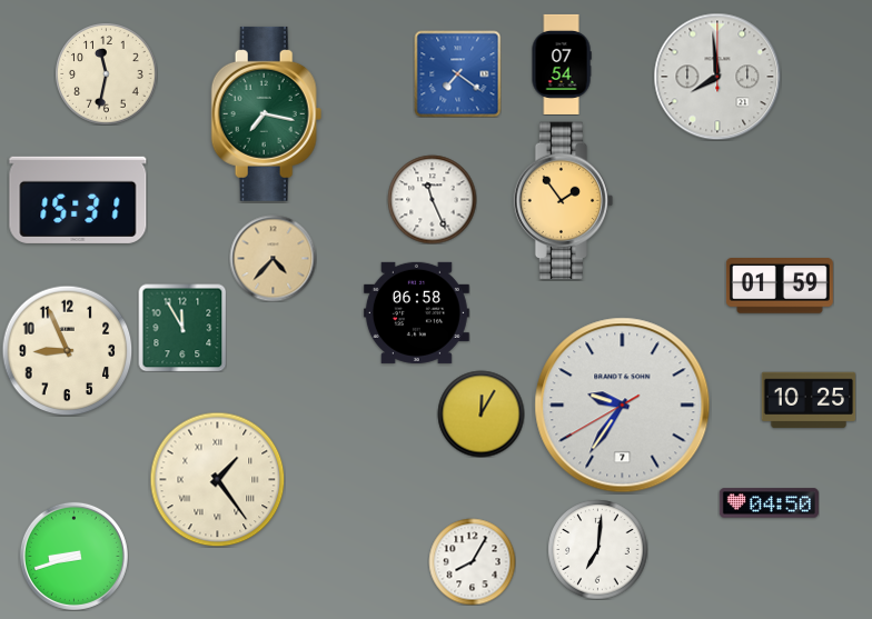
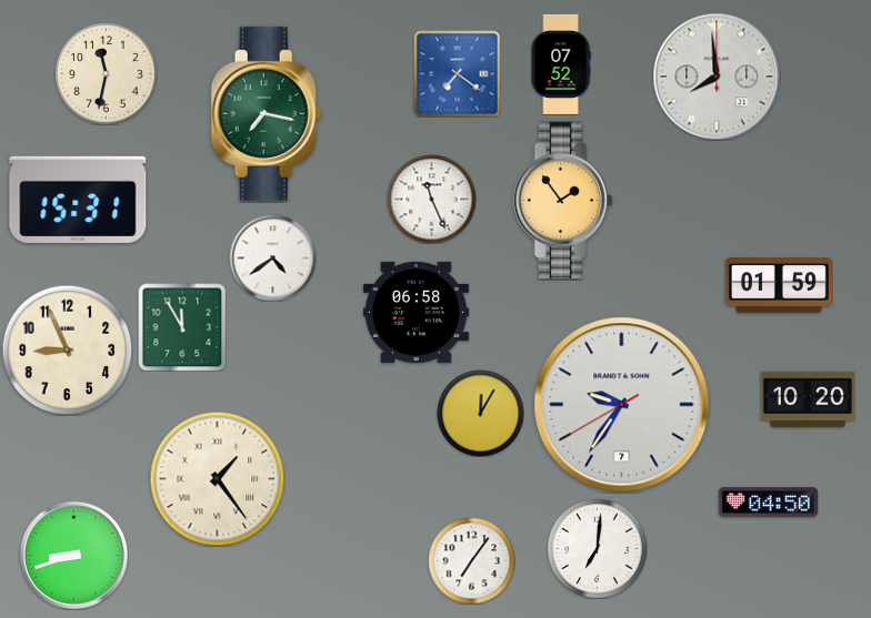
clock at (562, 64): 07:54 -> 07:52
clock at (272, 258): 4:37 -> 4:39
clock at (272, 258) dial: champagne -> white
clock at (809, 400): 10:25 -> 10:20
clock at (472, 561): 8:05 -> 7:06
